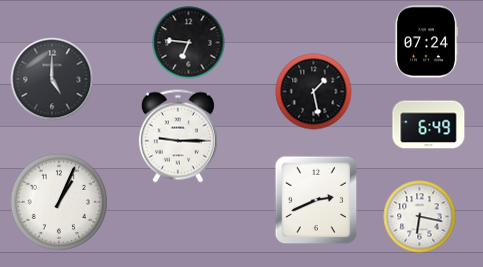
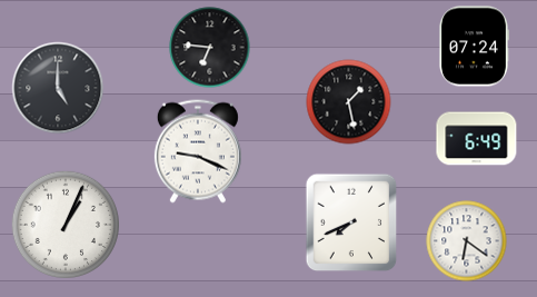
clock at (178, 136): 9:15 -> 9:19
clock at (316, 200): 2:41 -> 7:41
clock at (420, 217): 6:17 -> 6:21
